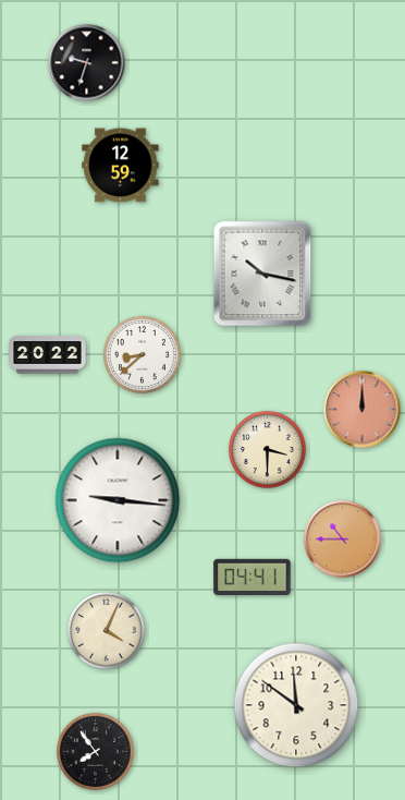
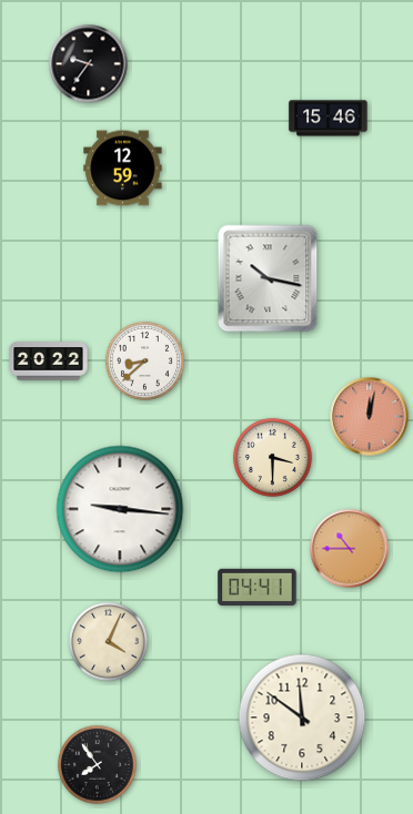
clock at (87, 63): 9:33 -> 9:36
clock at (329, 119): none -> 15:46
clock at (363, 410): 12:00 -> 12:02
